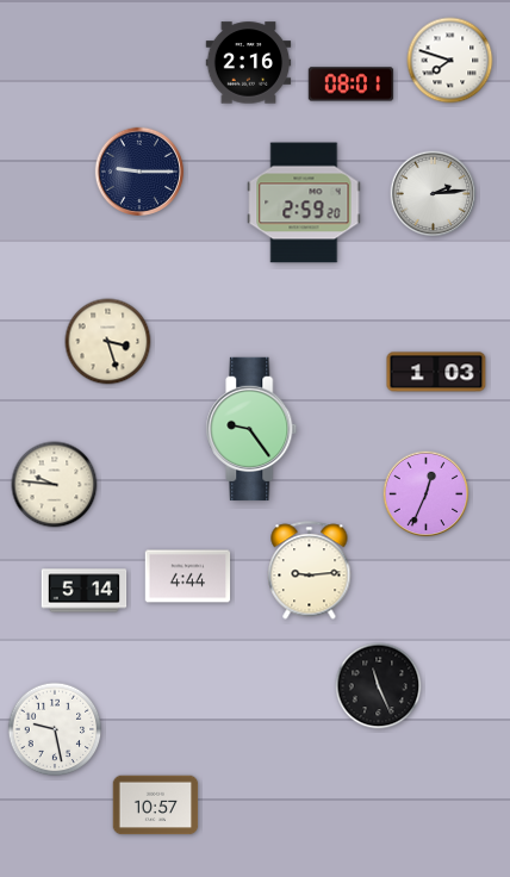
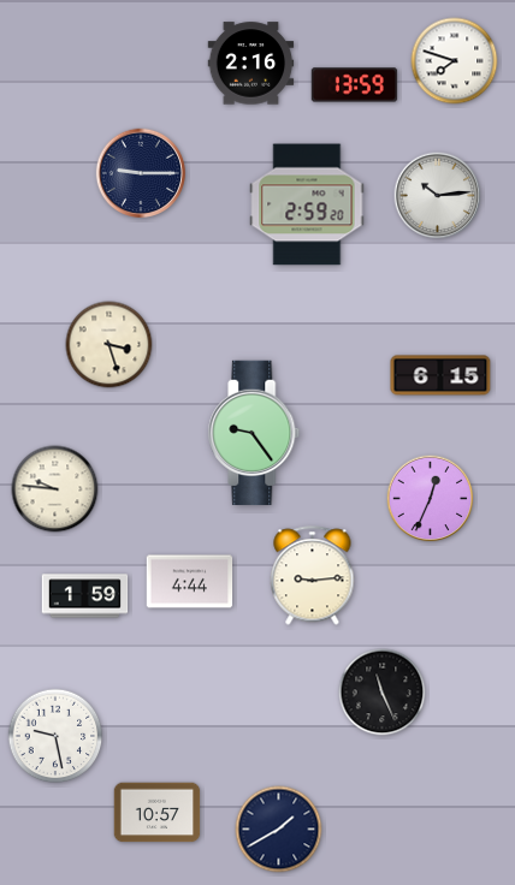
clock at (352, 85): 08:01 -> 13:59
clock at (434, 194): 2:14 -> 10:14
clock at (436, 372): 1:03 -> 6:15
clock at (85, 591): 5:14 -> 1:59
clock at (279, 830): none -> 1:40
